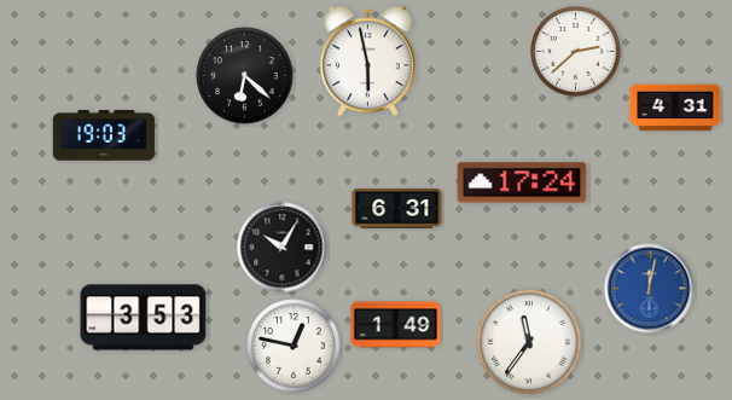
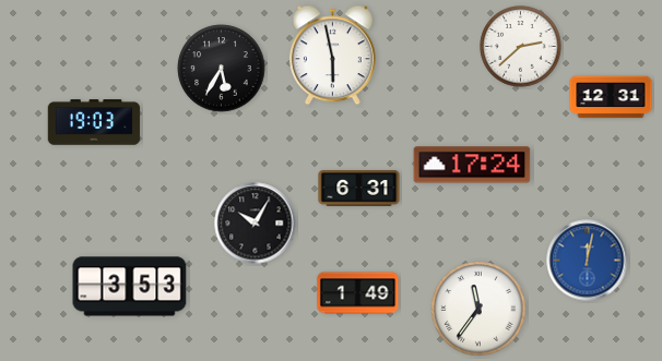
clock at (245, 76): 6:22 -> 5:35
clock at (675, 108): 4:31 -> 12:31
clock at (294, 346): 12:47 -> none
